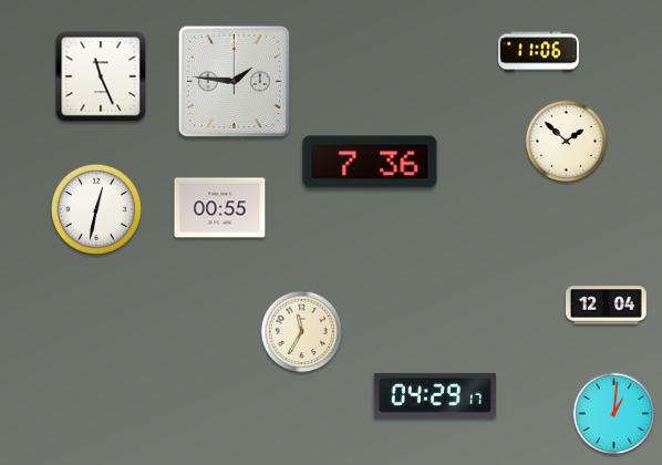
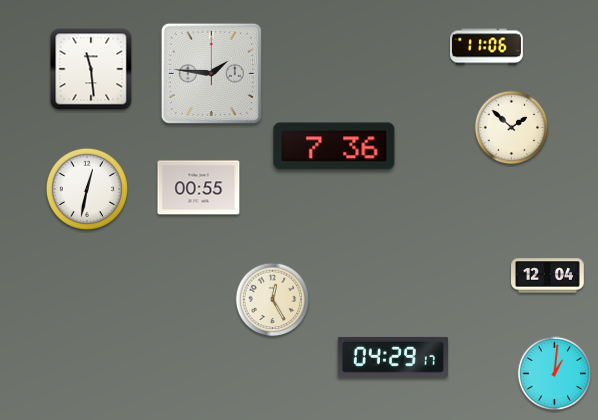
clock at (101, 76): 11:26 -> 11:29
clock at (302, 332): 11:35 -> 12:25
